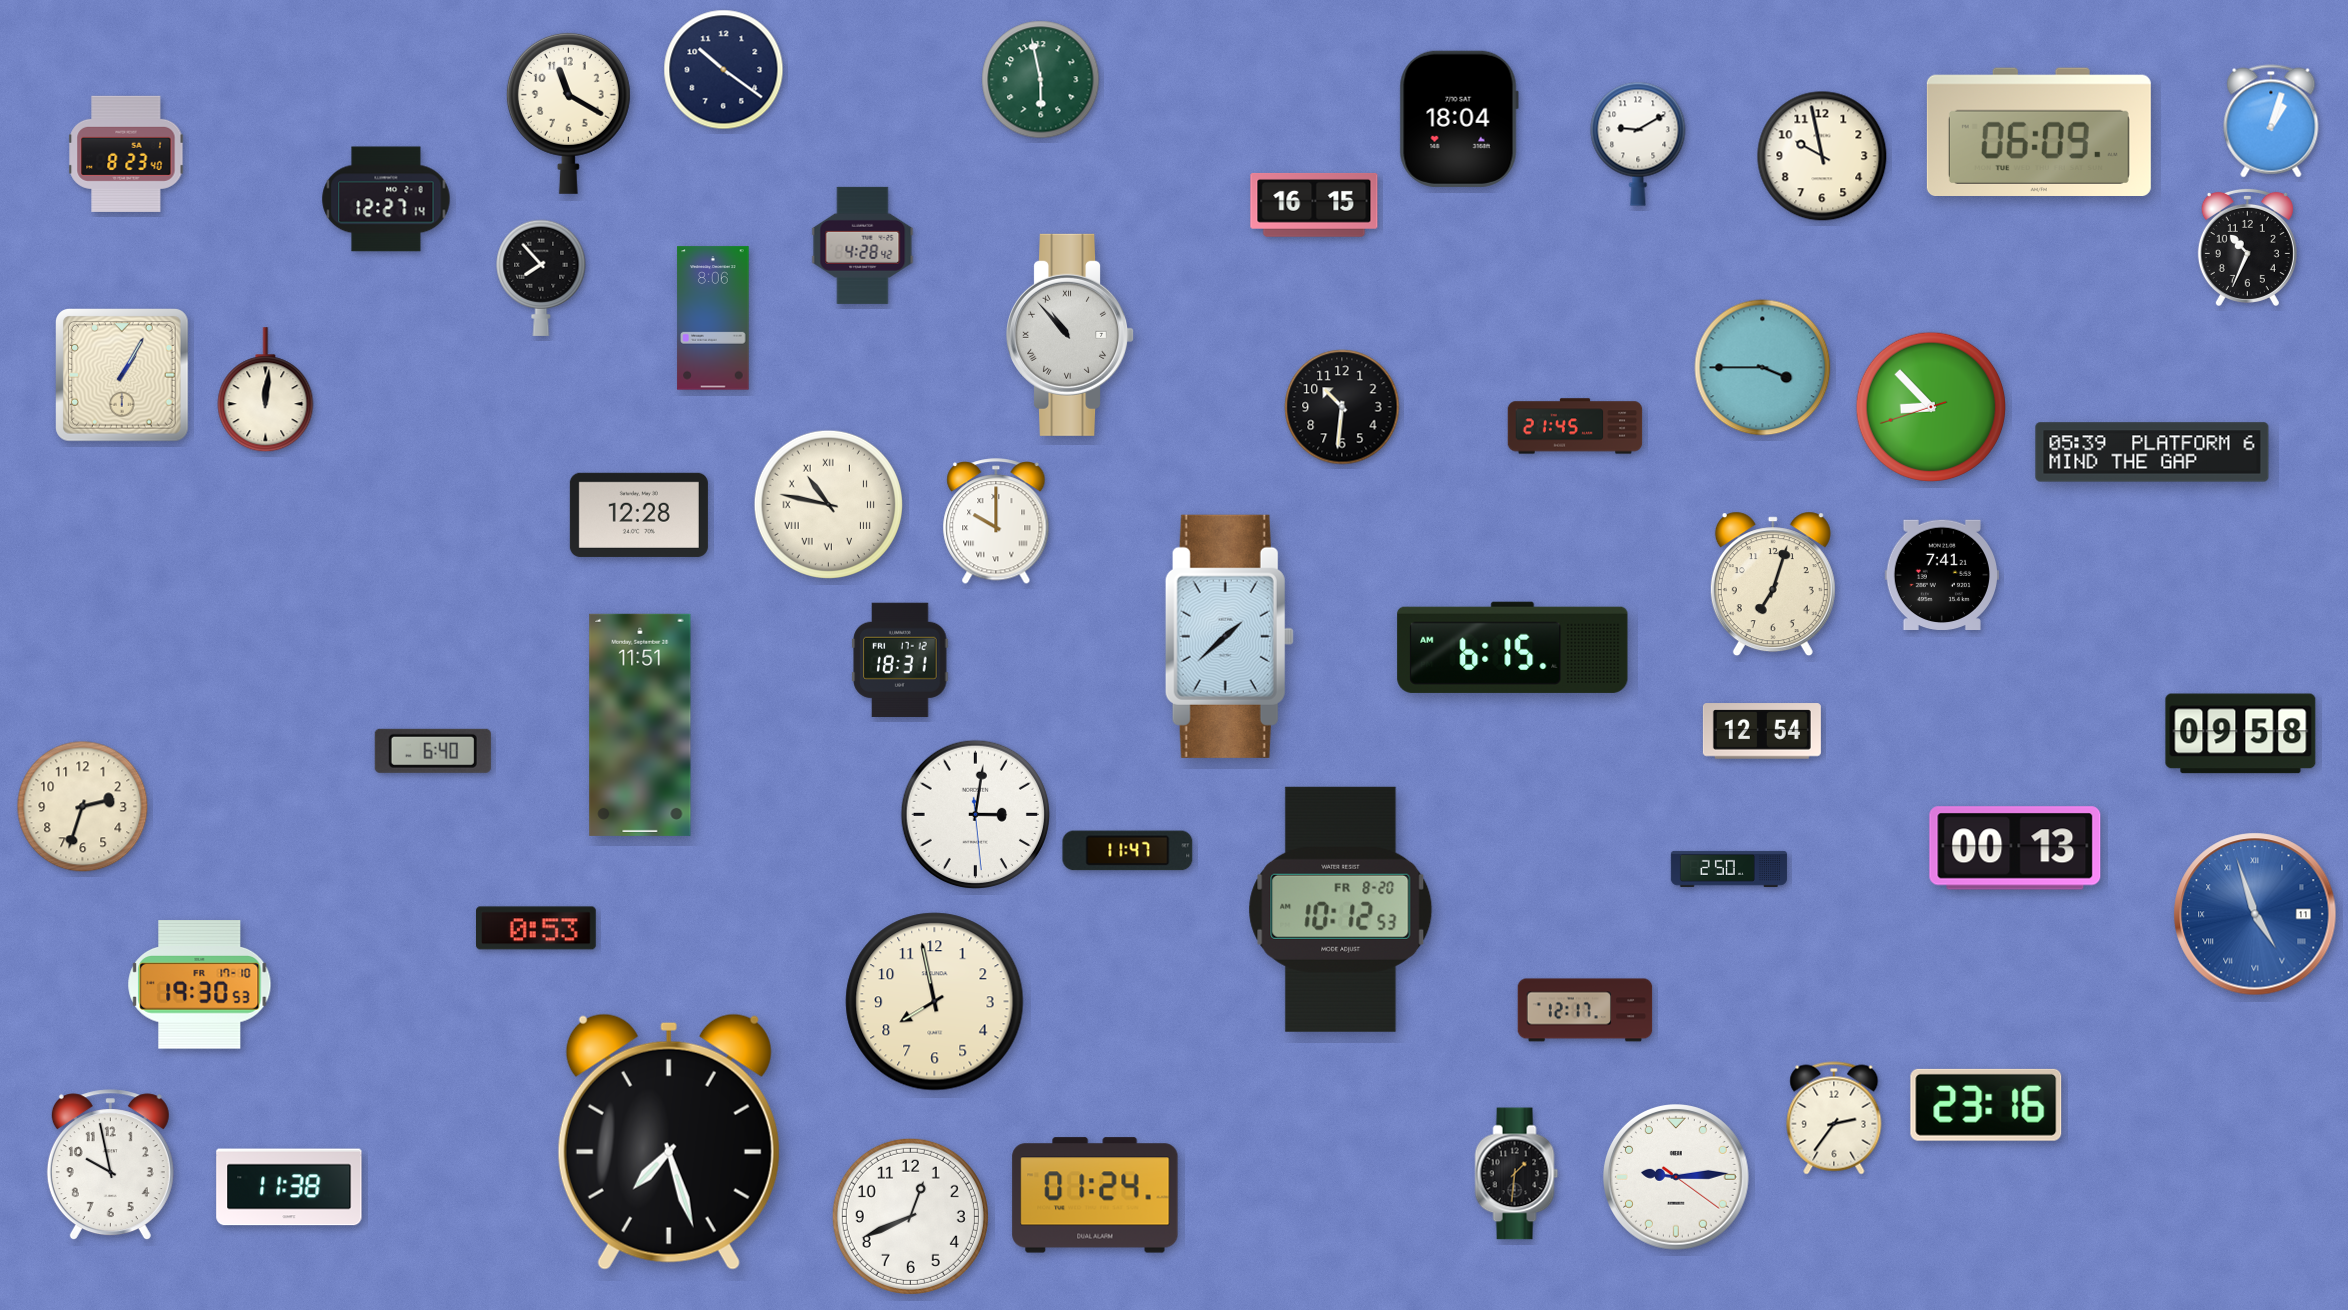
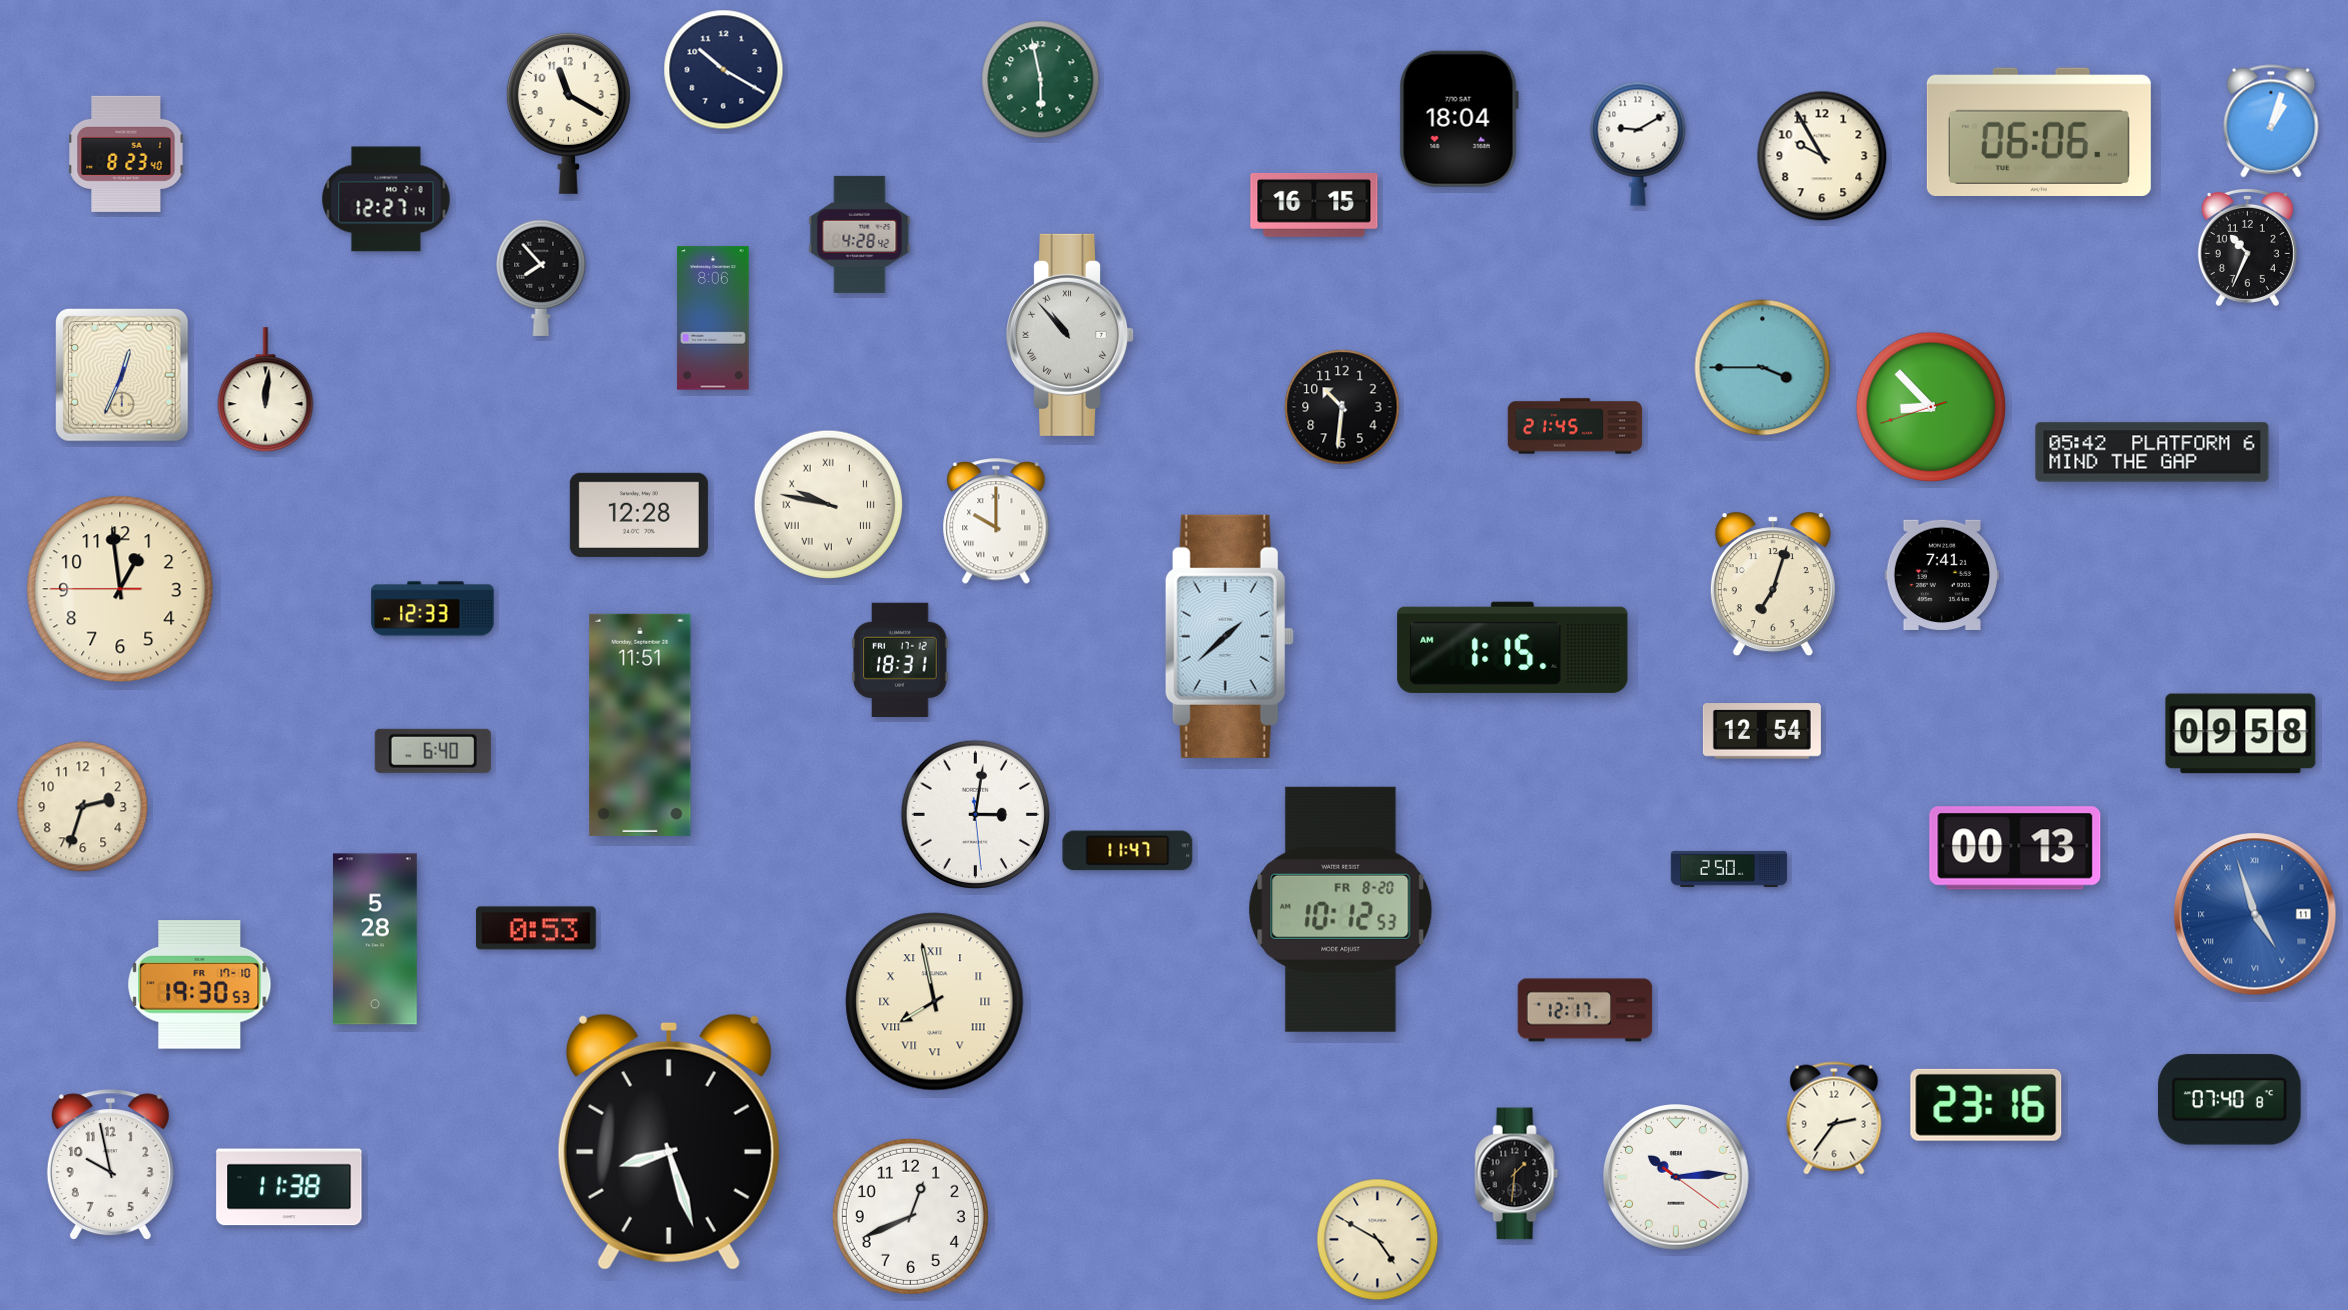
clock at (724, 70): 10:21 -> 10:20
clock at (2039, 131): 06:09 -> 06:06
clock at (1822, 156): 9:58 -> 9:55
clock at (863, 245) position: (863, 245) -> (860, 234)
clock at (123, 376): 1:05 -> 12:34
clock at (2152, 452): 05:39 -> 05:42
clock at (828, 504): 10:47 -> 9:47
clock at (120, 589): none -> 12:58
clock at (433, 609): none -> 12:33
clock at (1513, 647): 6:15 -> 1:15
clock at (375, 939): none -> 5:28
clock at (935, 1002) numerals: Arabic -> Roman
clock at (2230, 1100): none -> 07:40
clock at (669, 1142): 7:27 -> 8:27
clock at (1677, 1178): 9:14 -> 10:14
clock at (1095, 1195): 01:24 -> none
clock at (1378, 1240): none -> 4:50
